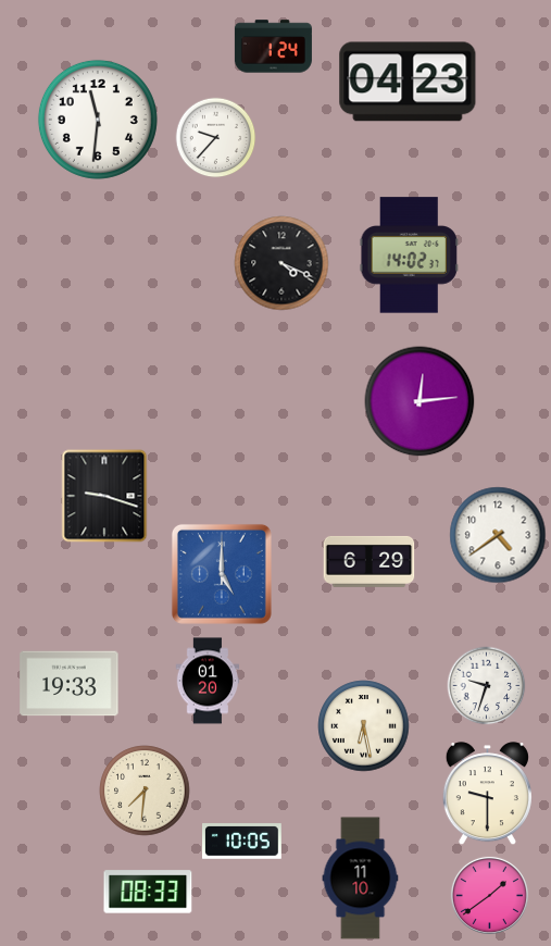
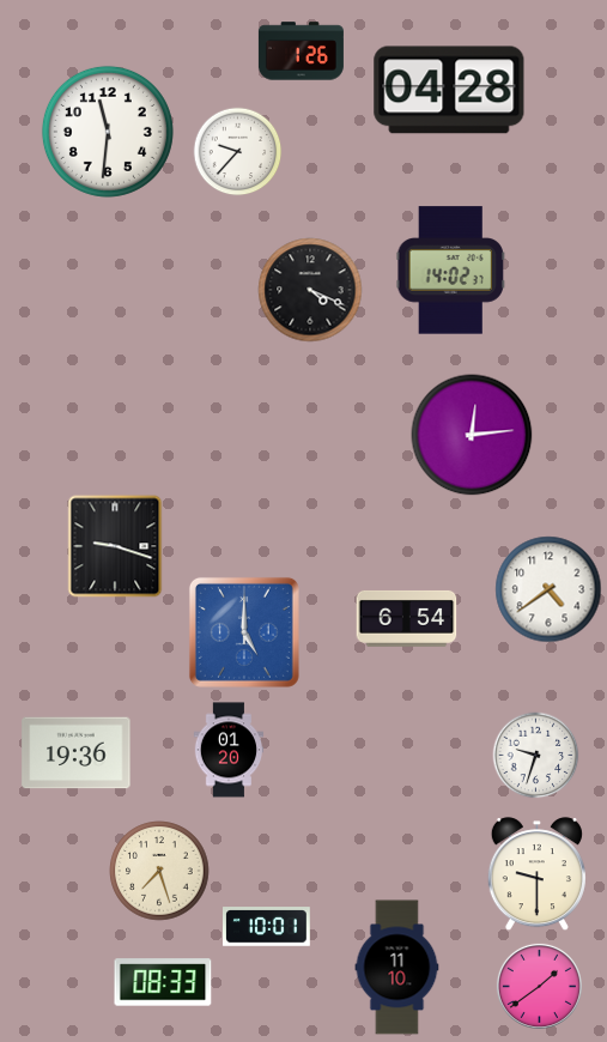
clock at (273, 47): 1:24 -> 1:26
clock at (408, 82): 04:23 -> 04:28
clock at (409, 256) position: (409, 256) -> (450, 271)
clock at (419, 401) position: (419, 401) -> (472, 435)
clock at (370, 561): 6:29 -> 6:54
clock at (70, 684): 19:33 -> 19:36
clock at (364, 726): 6:28 -> none
clock at (145, 791): 7:31 -> 7:27
clock at (242, 842): 10:05 -> 10:01
